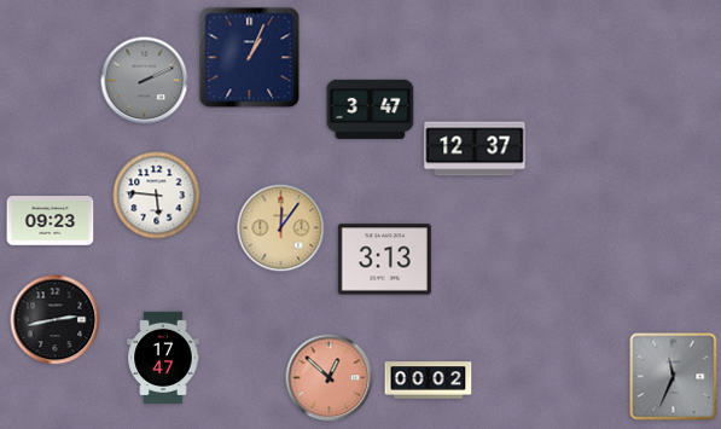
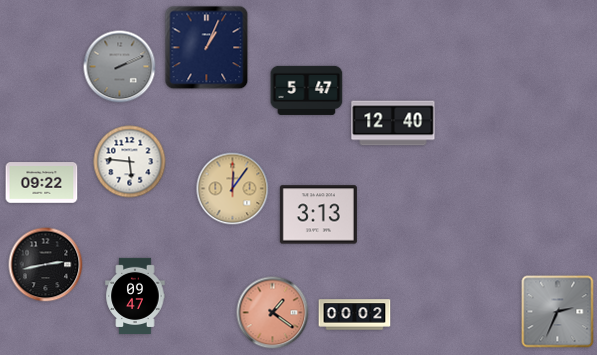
clock at (371, 109): 3:47 -> 5:47
clock at (475, 149): 12:37 -> 12:40
clock at (51, 221): 09:23 -> 09:22
clock at (163, 356): 17:47 -> 09:47
clock at (674, 377): 11:34 -> 2:34
clock at (330, 378): 12:52 -> 1:21
